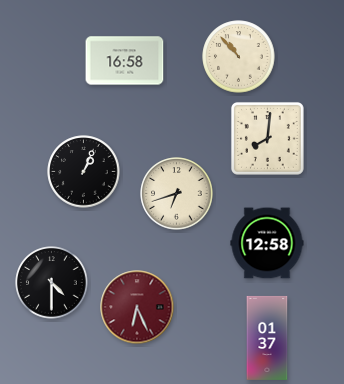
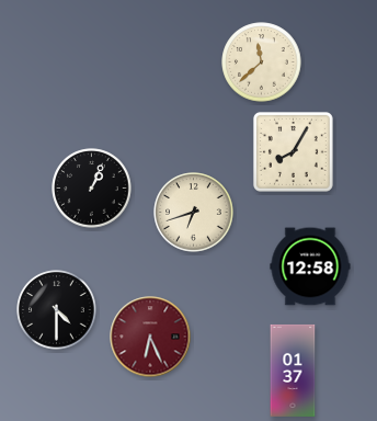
clock at (239, 57): 10:53 -> 11:38
clock at (125, 61): 16:58 -> none
clock at (267, 138): 8:01 -> 8:05
clock at (267, 243) position: (267, 243) -> (310, 266)
